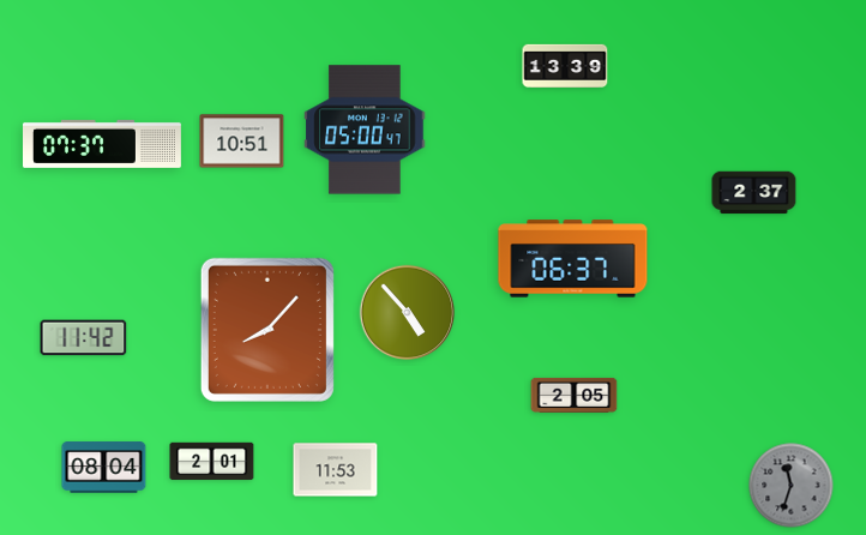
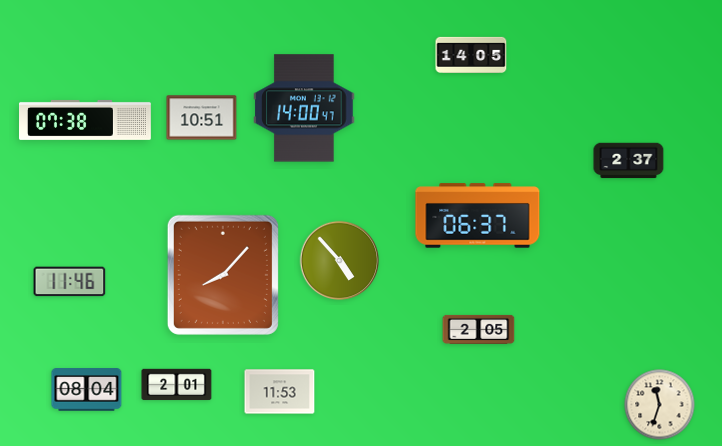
clock at (565, 66): 13:39 -> 14:05
clock at (365, 130): 05:00 -> 14:00
clock at (103, 144): 07:37 -> 07:38
clock at (84, 338): 11:42 -> 11:46
clock at (792, 486) dial: grey -> cream
